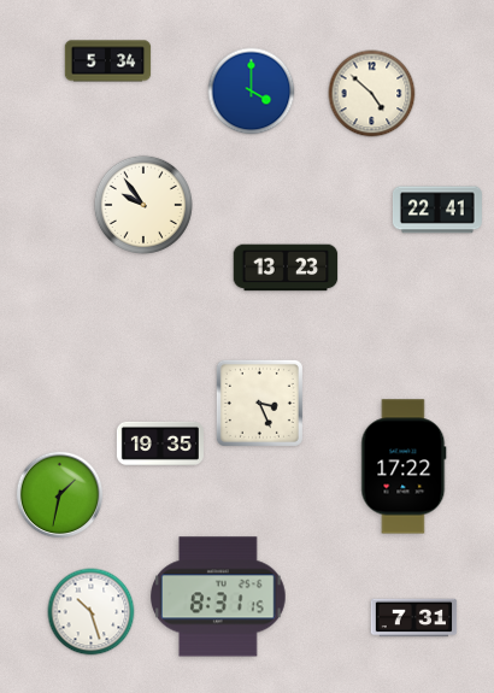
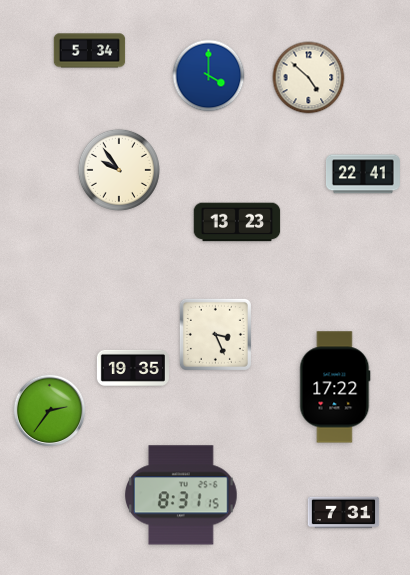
clock at (60, 495): 1:32 -> 2:36
clock at (92, 612): 10:27 -> none
